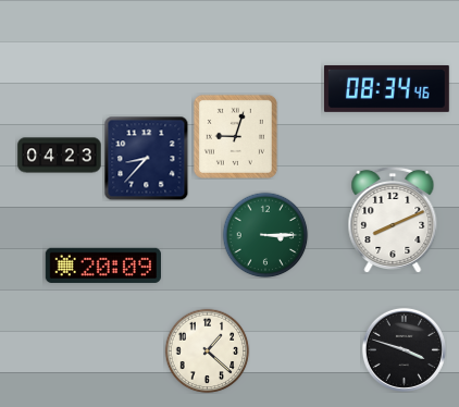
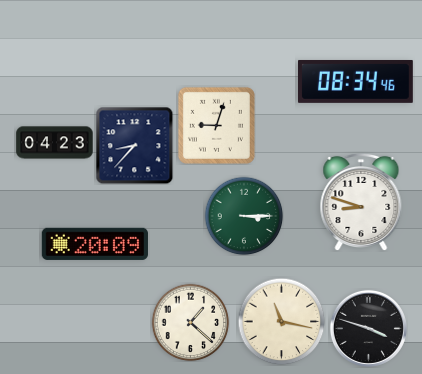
clock at (393, 219): 8:11 -> 8:48
clock at (281, 321): none -> 11:17
clock at (404, 349) position: (404, 349) -> (368, 328)
